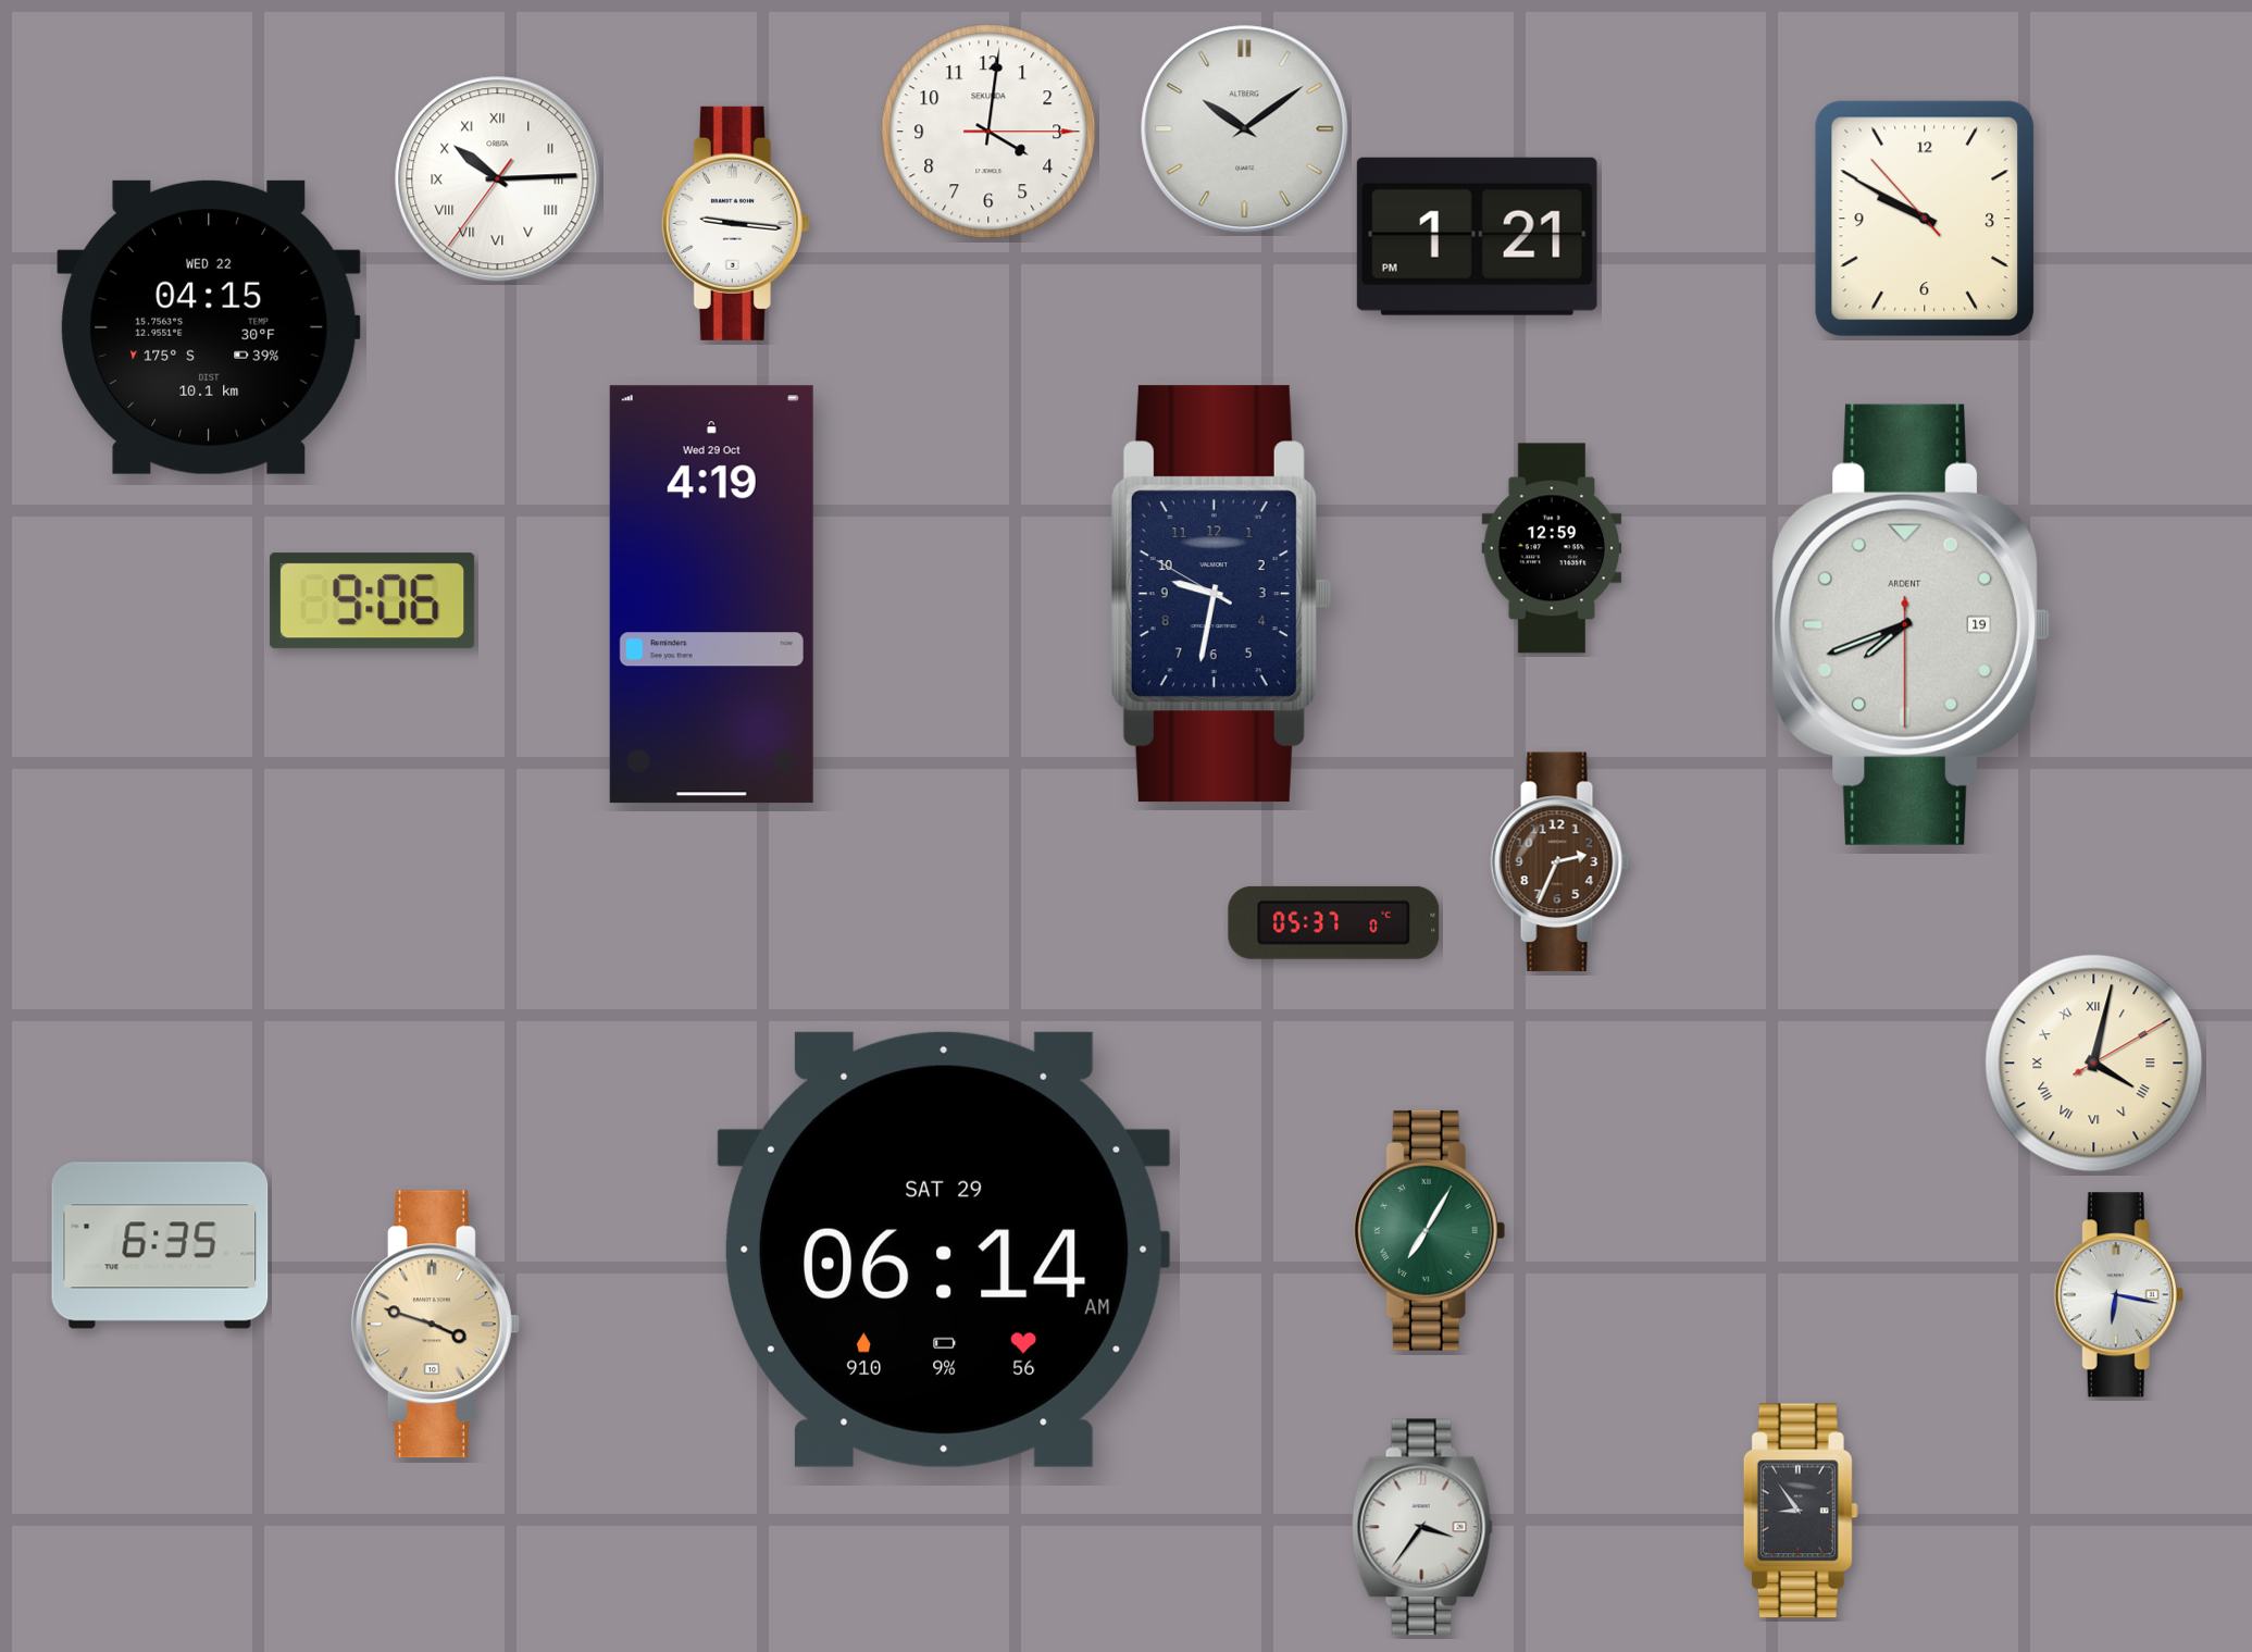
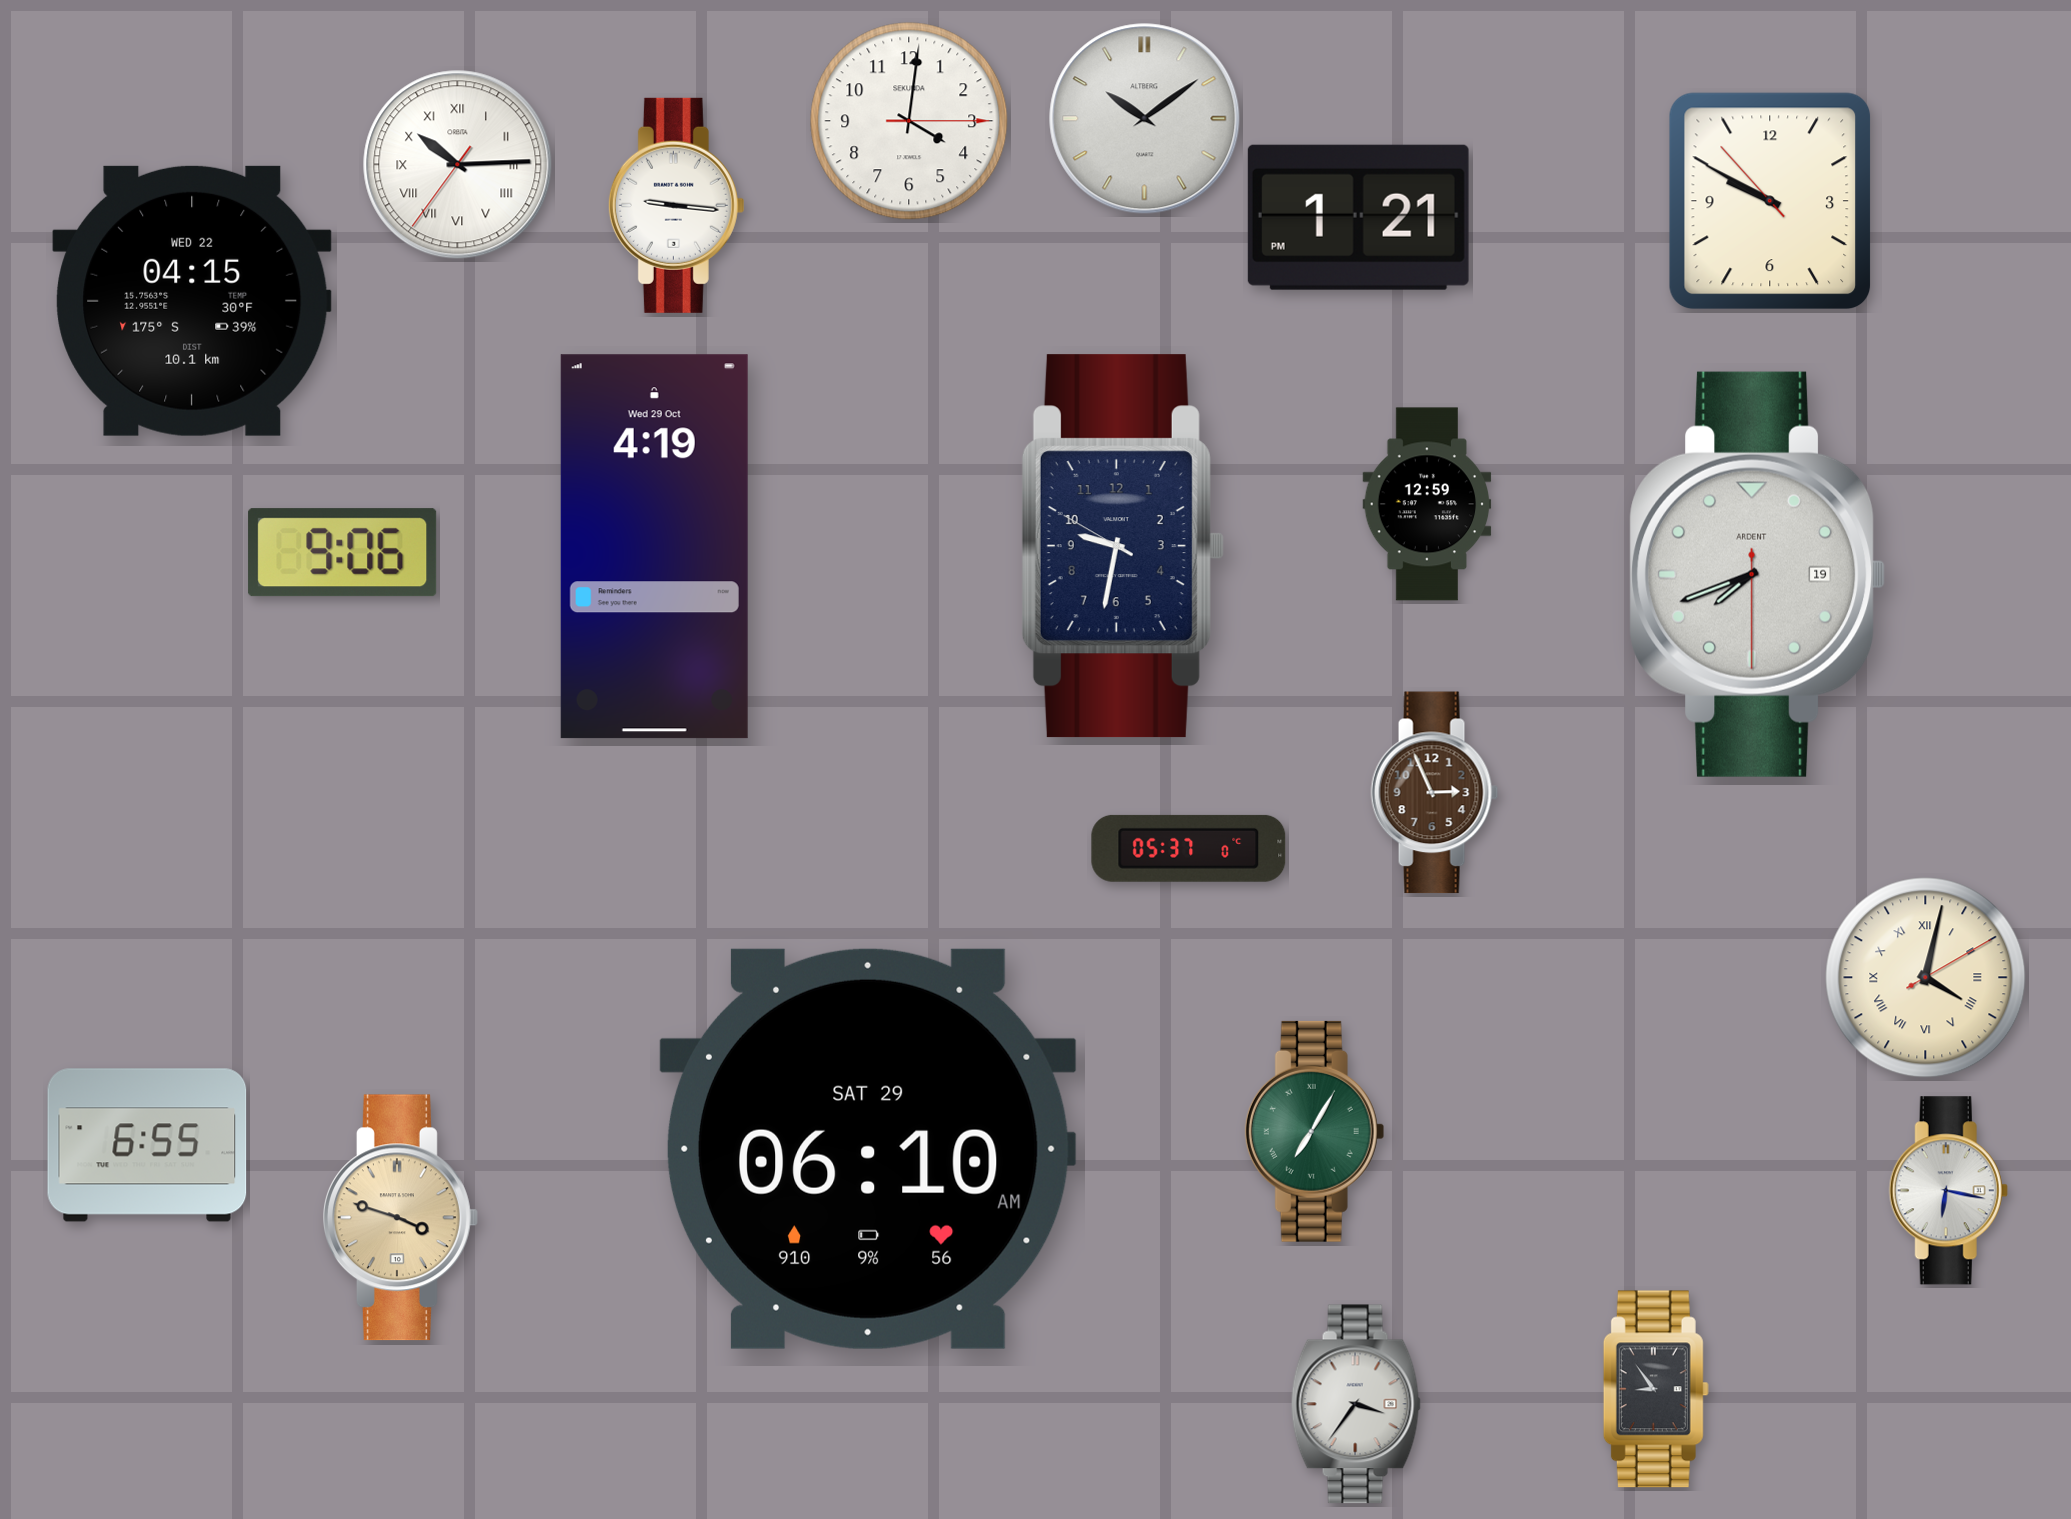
clock at (1560, 862): 2:34 -> 2:56
clock at (1334, 922) position: (1334, 922) -> (1189, 848)
clock at (160, 1245): 6:35 -> 6:55
clock at (944, 1250): 06:14 -> 06:10
clock at (1422, 1527) position: (1422, 1527) -> (1356, 1404)
